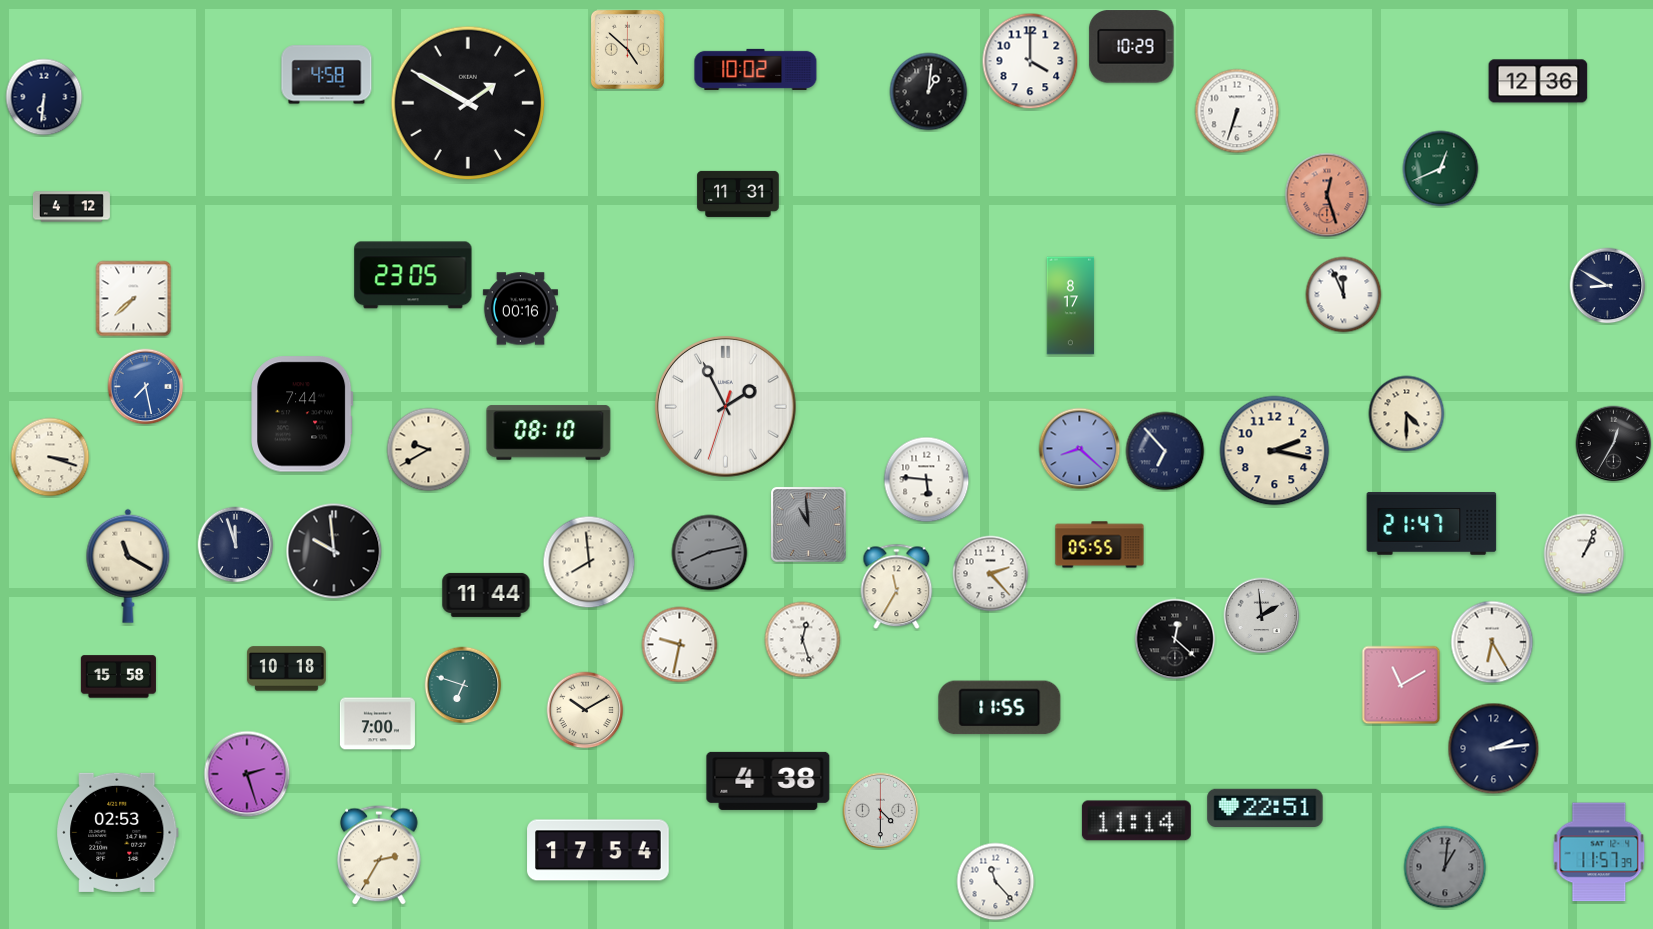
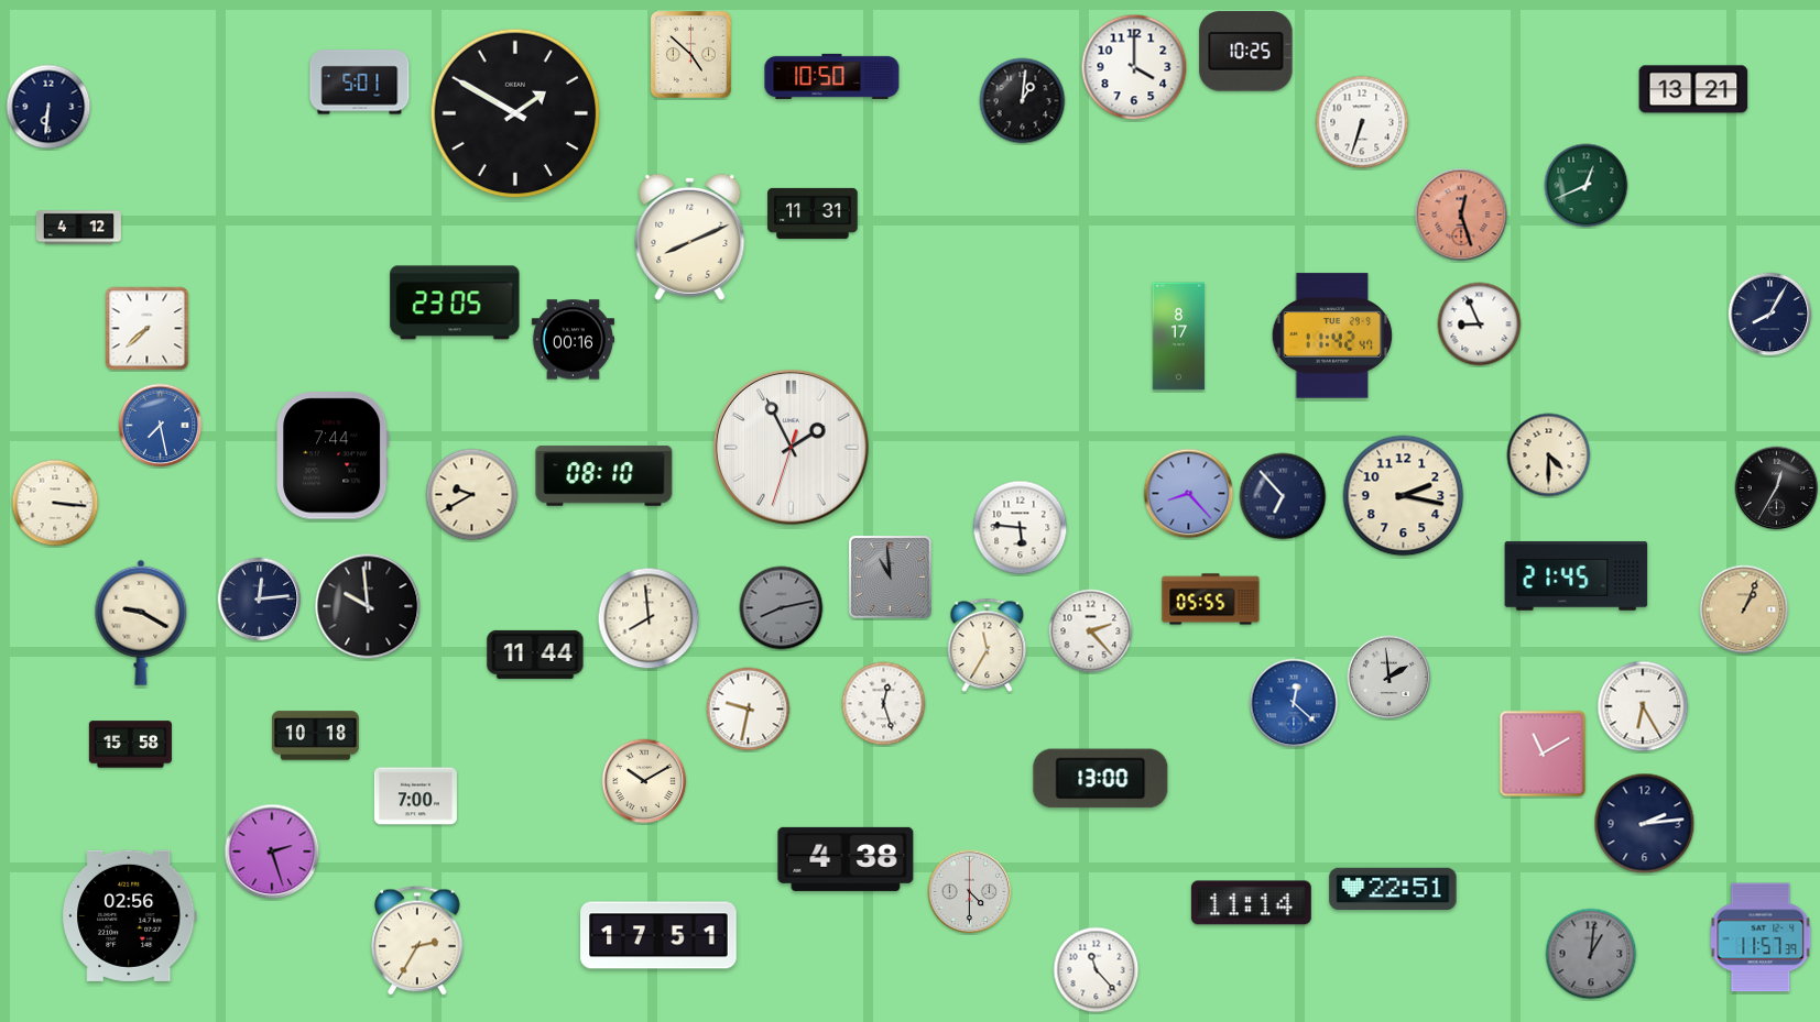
clock at (1132, 47): 10:29 -> 10:25
clock at (756, 69): 10:02 -> 10:50
clock at (327, 75): 4:58 -> 5:01
clock at (1538, 81): 12:36 -> 13:21
clock at (690, 237): none -> 8:11
clock at (1608, 286): 8:50 -> 8:05
clock at (1344, 295): 11:56 -> 8:56
clock at (1332, 336): none -> 11:42
clock at (726, 407) position: (726, 407) -> (792, 448)
clock at (1080, 449): 8:22 -> 8:23
clock at (50, 457): 3:18 -> 3:16
clock at (1432, 524): 21:47 -> 21:45
clock at (236, 545): 11:57 -> 12:14
clock at (1584, 554) dial: white -> champagne
clock at (128, 566): 11:20 -> 9:20
clock at (1175, 639) dial: black -> blue
clock at (463, 685): 6:48 -> none
clock at (1000, 708): 11:55 -> 13:00
clock at (118, 832): 02:53 -> 02:56
clock at (598, 850): 17:54 -> 17:51
